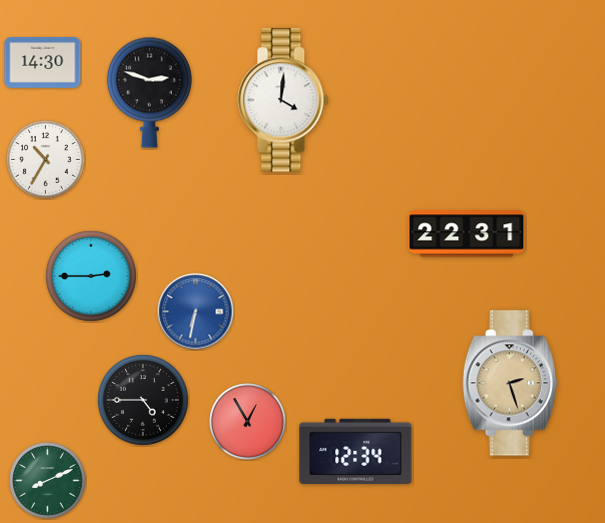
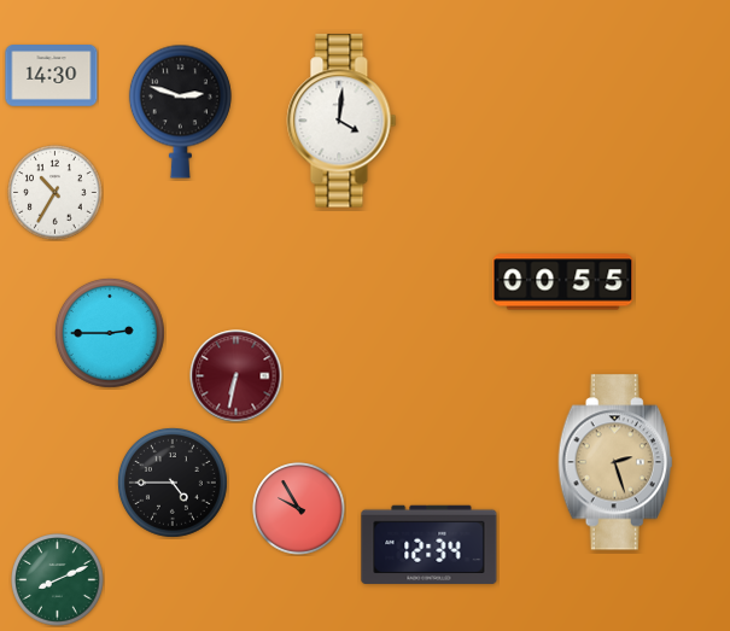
clock at (467, 234): 22:31 -> 00:55
clock at (196, 312) dial: blue -> burgundy
clock at (248, 422): 12:55 -> 9:55
